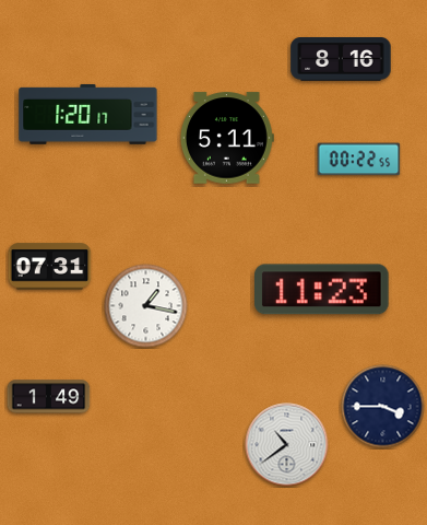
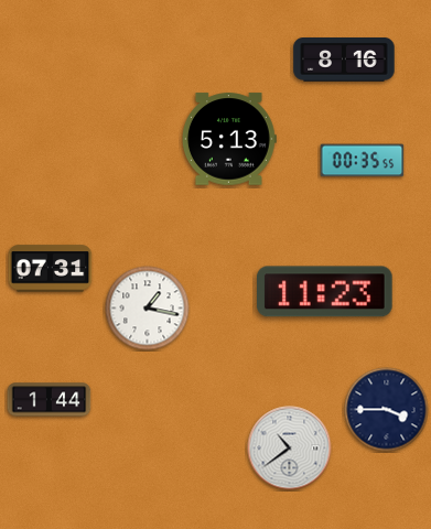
clock at (88, 114): 1:20 -> none
clock at (227, 138): 5:11 -> 5:13
clock at (359, 160): 00:22 -> 00:35
clock at (49, 397): 1:49 -> 1:44
